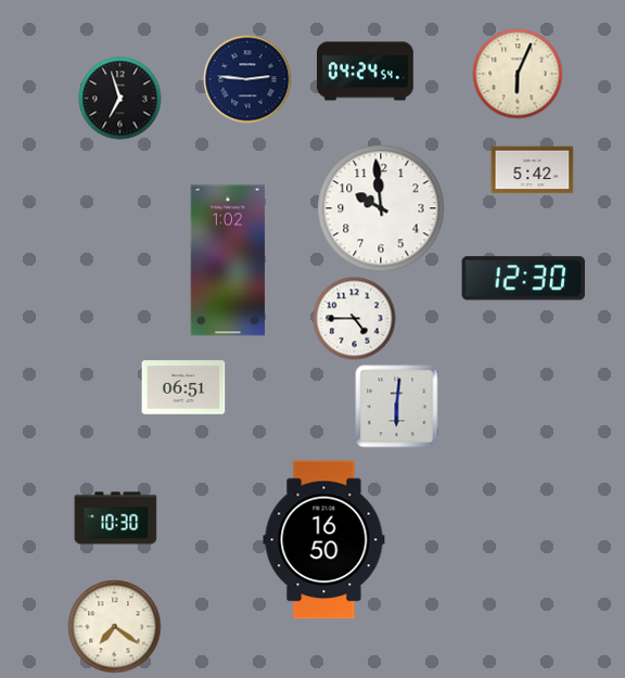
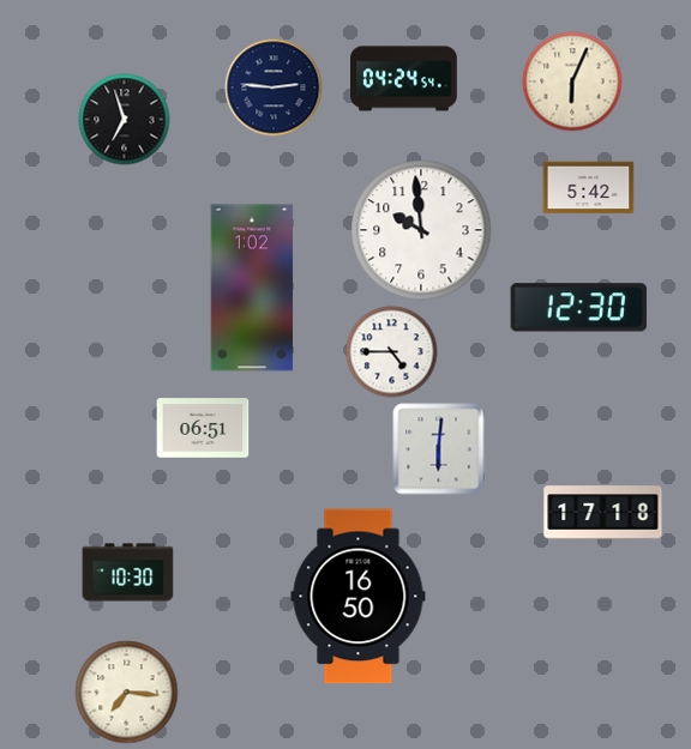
clock at (120, 99) position: (120, 99) -> (125, 120)
clock at (603, 513): none -> 17:18
clock at (115, 627): 7:21 -> 7:16
